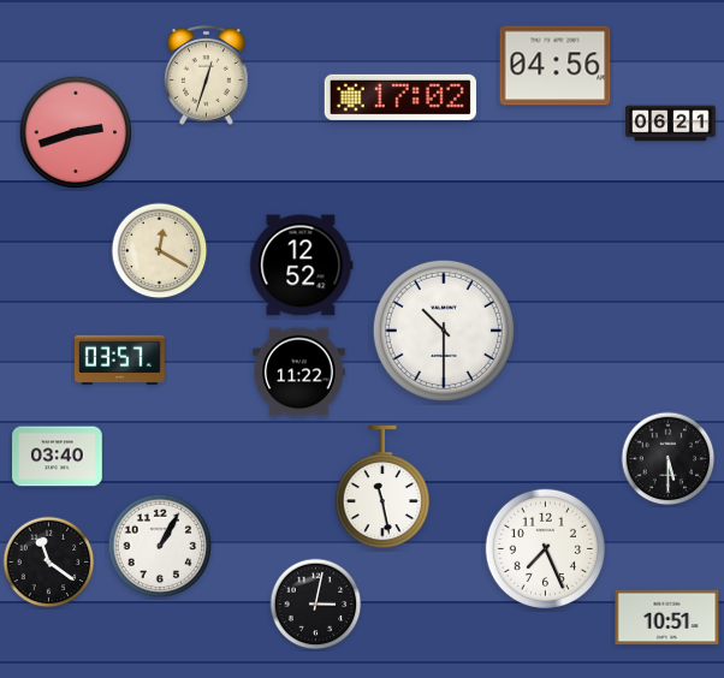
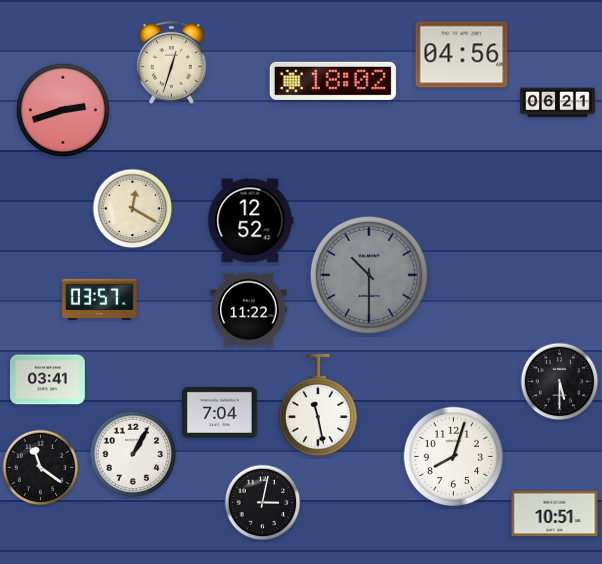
clock at (400, 97): 17:02 -> 18:02
clock at (444, 331) dial: white -> grey
clock at (58, 457): 03:40 -> 03:41
clock at (669, 459) position: (669, 459) -> (560, 382)
clock at (220, 412): none -> 7:04
clock at (545, 548): 7:26 -> 8:03
